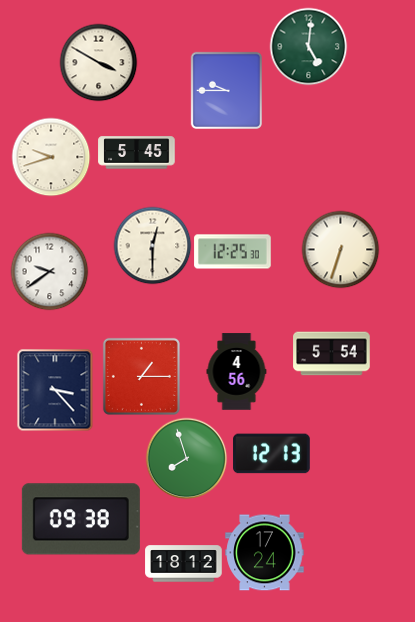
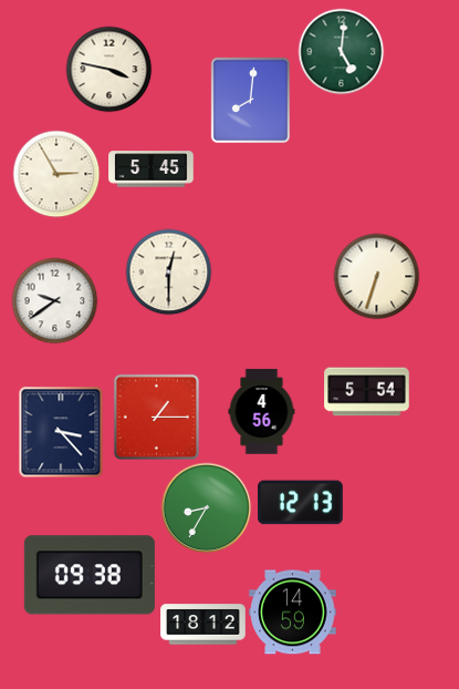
clock at (98, 62): 3:50 -> 3:47
clock at (226, 90): 9:45 -> 8:01
clock at (51, 157): 9:42 -> 2:55
clock at (233, 252): 12:25 -> none
clock at (186, 458): 7:57 -> 8:35
clock at (265, 553): 17:24 -> 14:59
